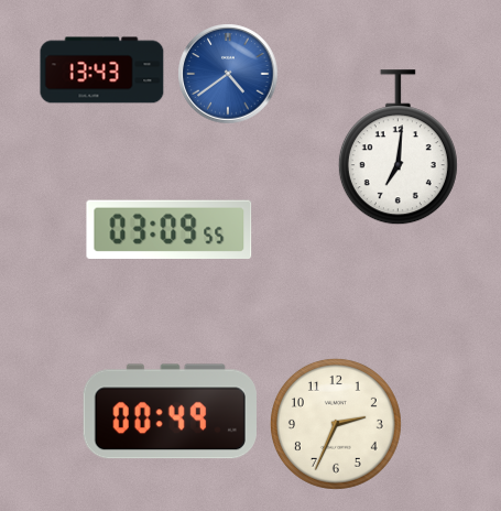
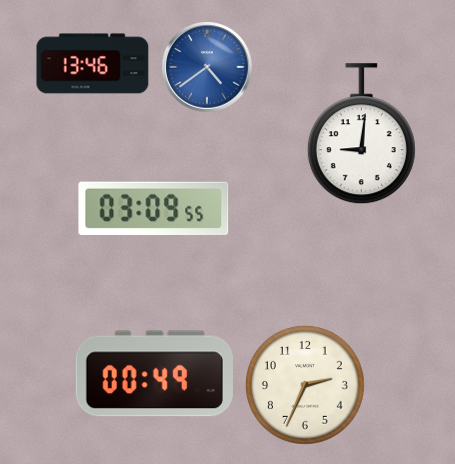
clock at (102, 70): 13:43 -> 13:46
clock at (397, 148): 7:01 -> 9:01
